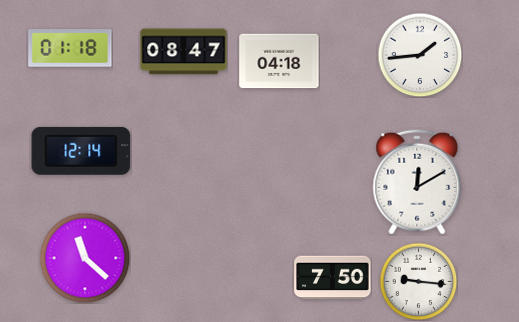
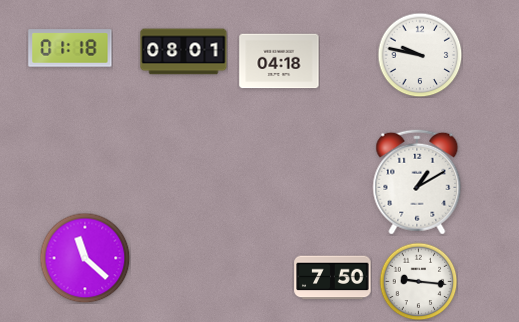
clock at (184, 52): 08:47 -> 08:01
clock at (420, 55): 1:44 -> 9:47
clock at (81, 151): 12:14 -> none
clock at (417, 182): 12:10 -> 1:10
